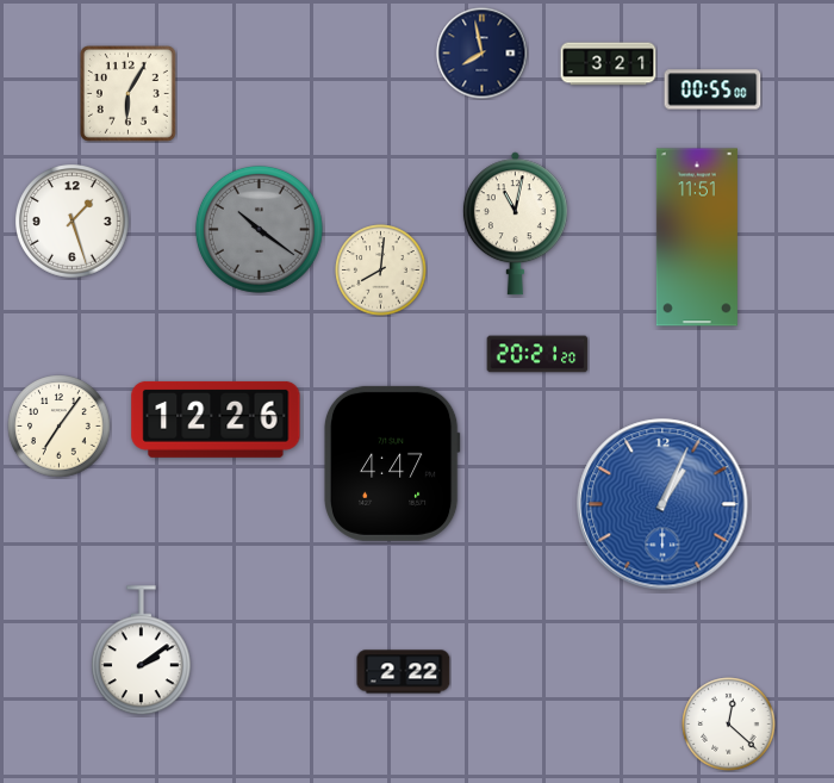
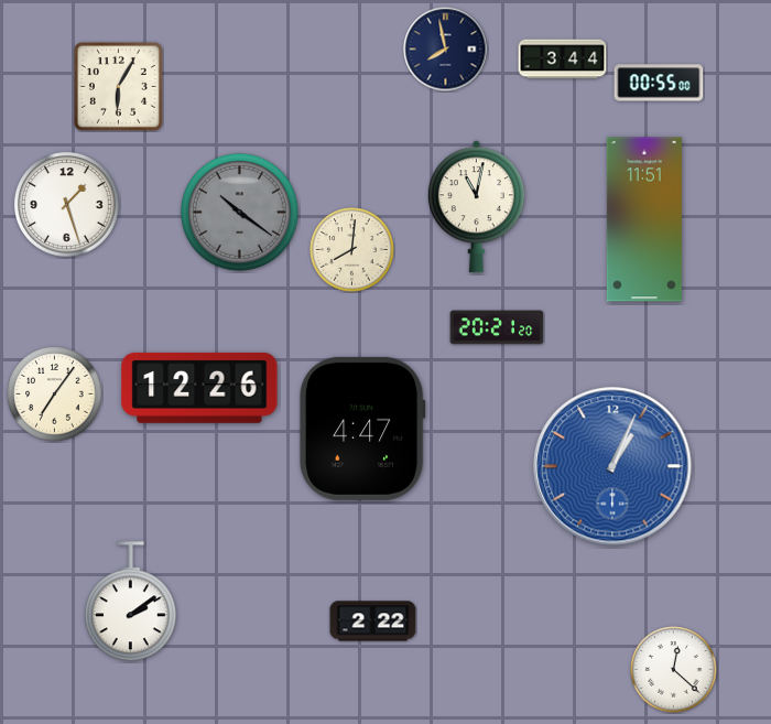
clock at (609, 64): 3:21 -> 3:44
